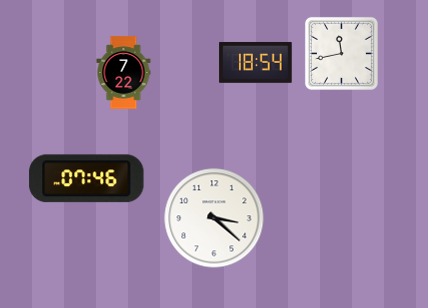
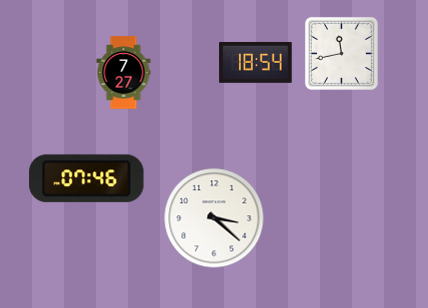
clock at (124, 73): 7:22 -> 7:27
